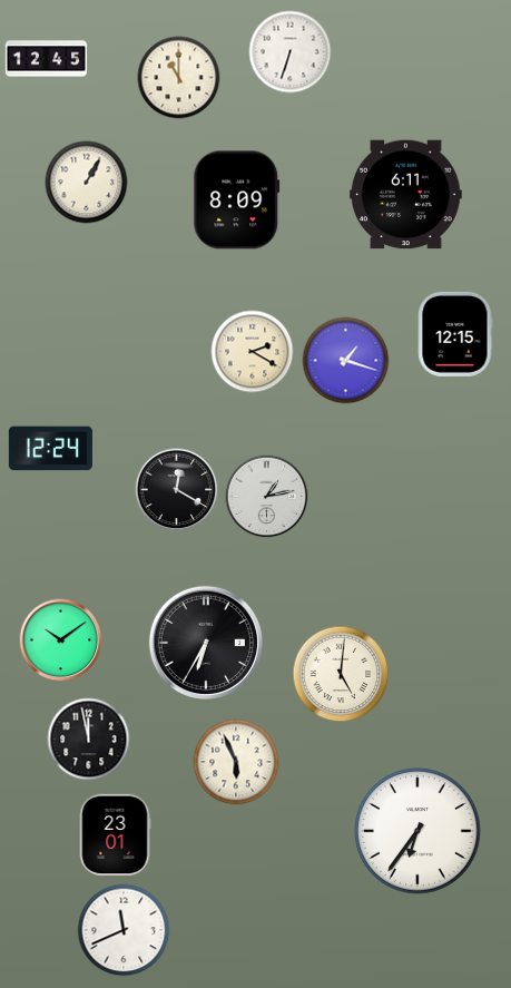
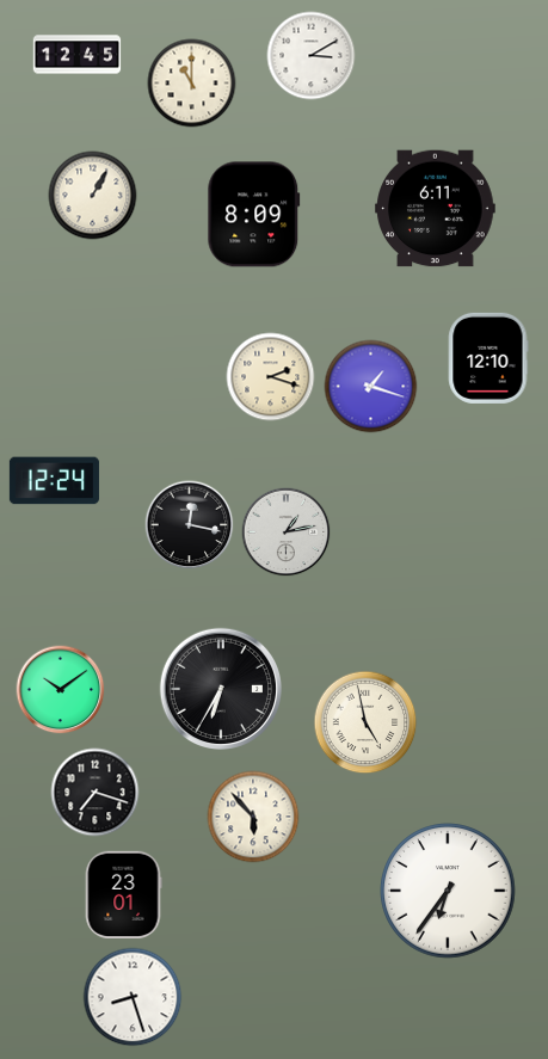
clock at (291, 52): 6:33 -> 3:10
clock at (47, 59) position: (47, 59) -> (78, 55)
clock at (455, 334): 12:15 -> 12:10
clock at (253, 352): 2:20 -> 2:18
clock at (177, 490): 12:20 -> 12:17
clock at (61, 640) position: (61, 640) -> (61, 690)
clock at (341, 674): 5:01 -> 4:58
clock at (89, 740): 11:58 -> 7:18
clock at (236, 762): 5:56 -> 5:53
clock at (124, 930): 11:41 -> 8:27
